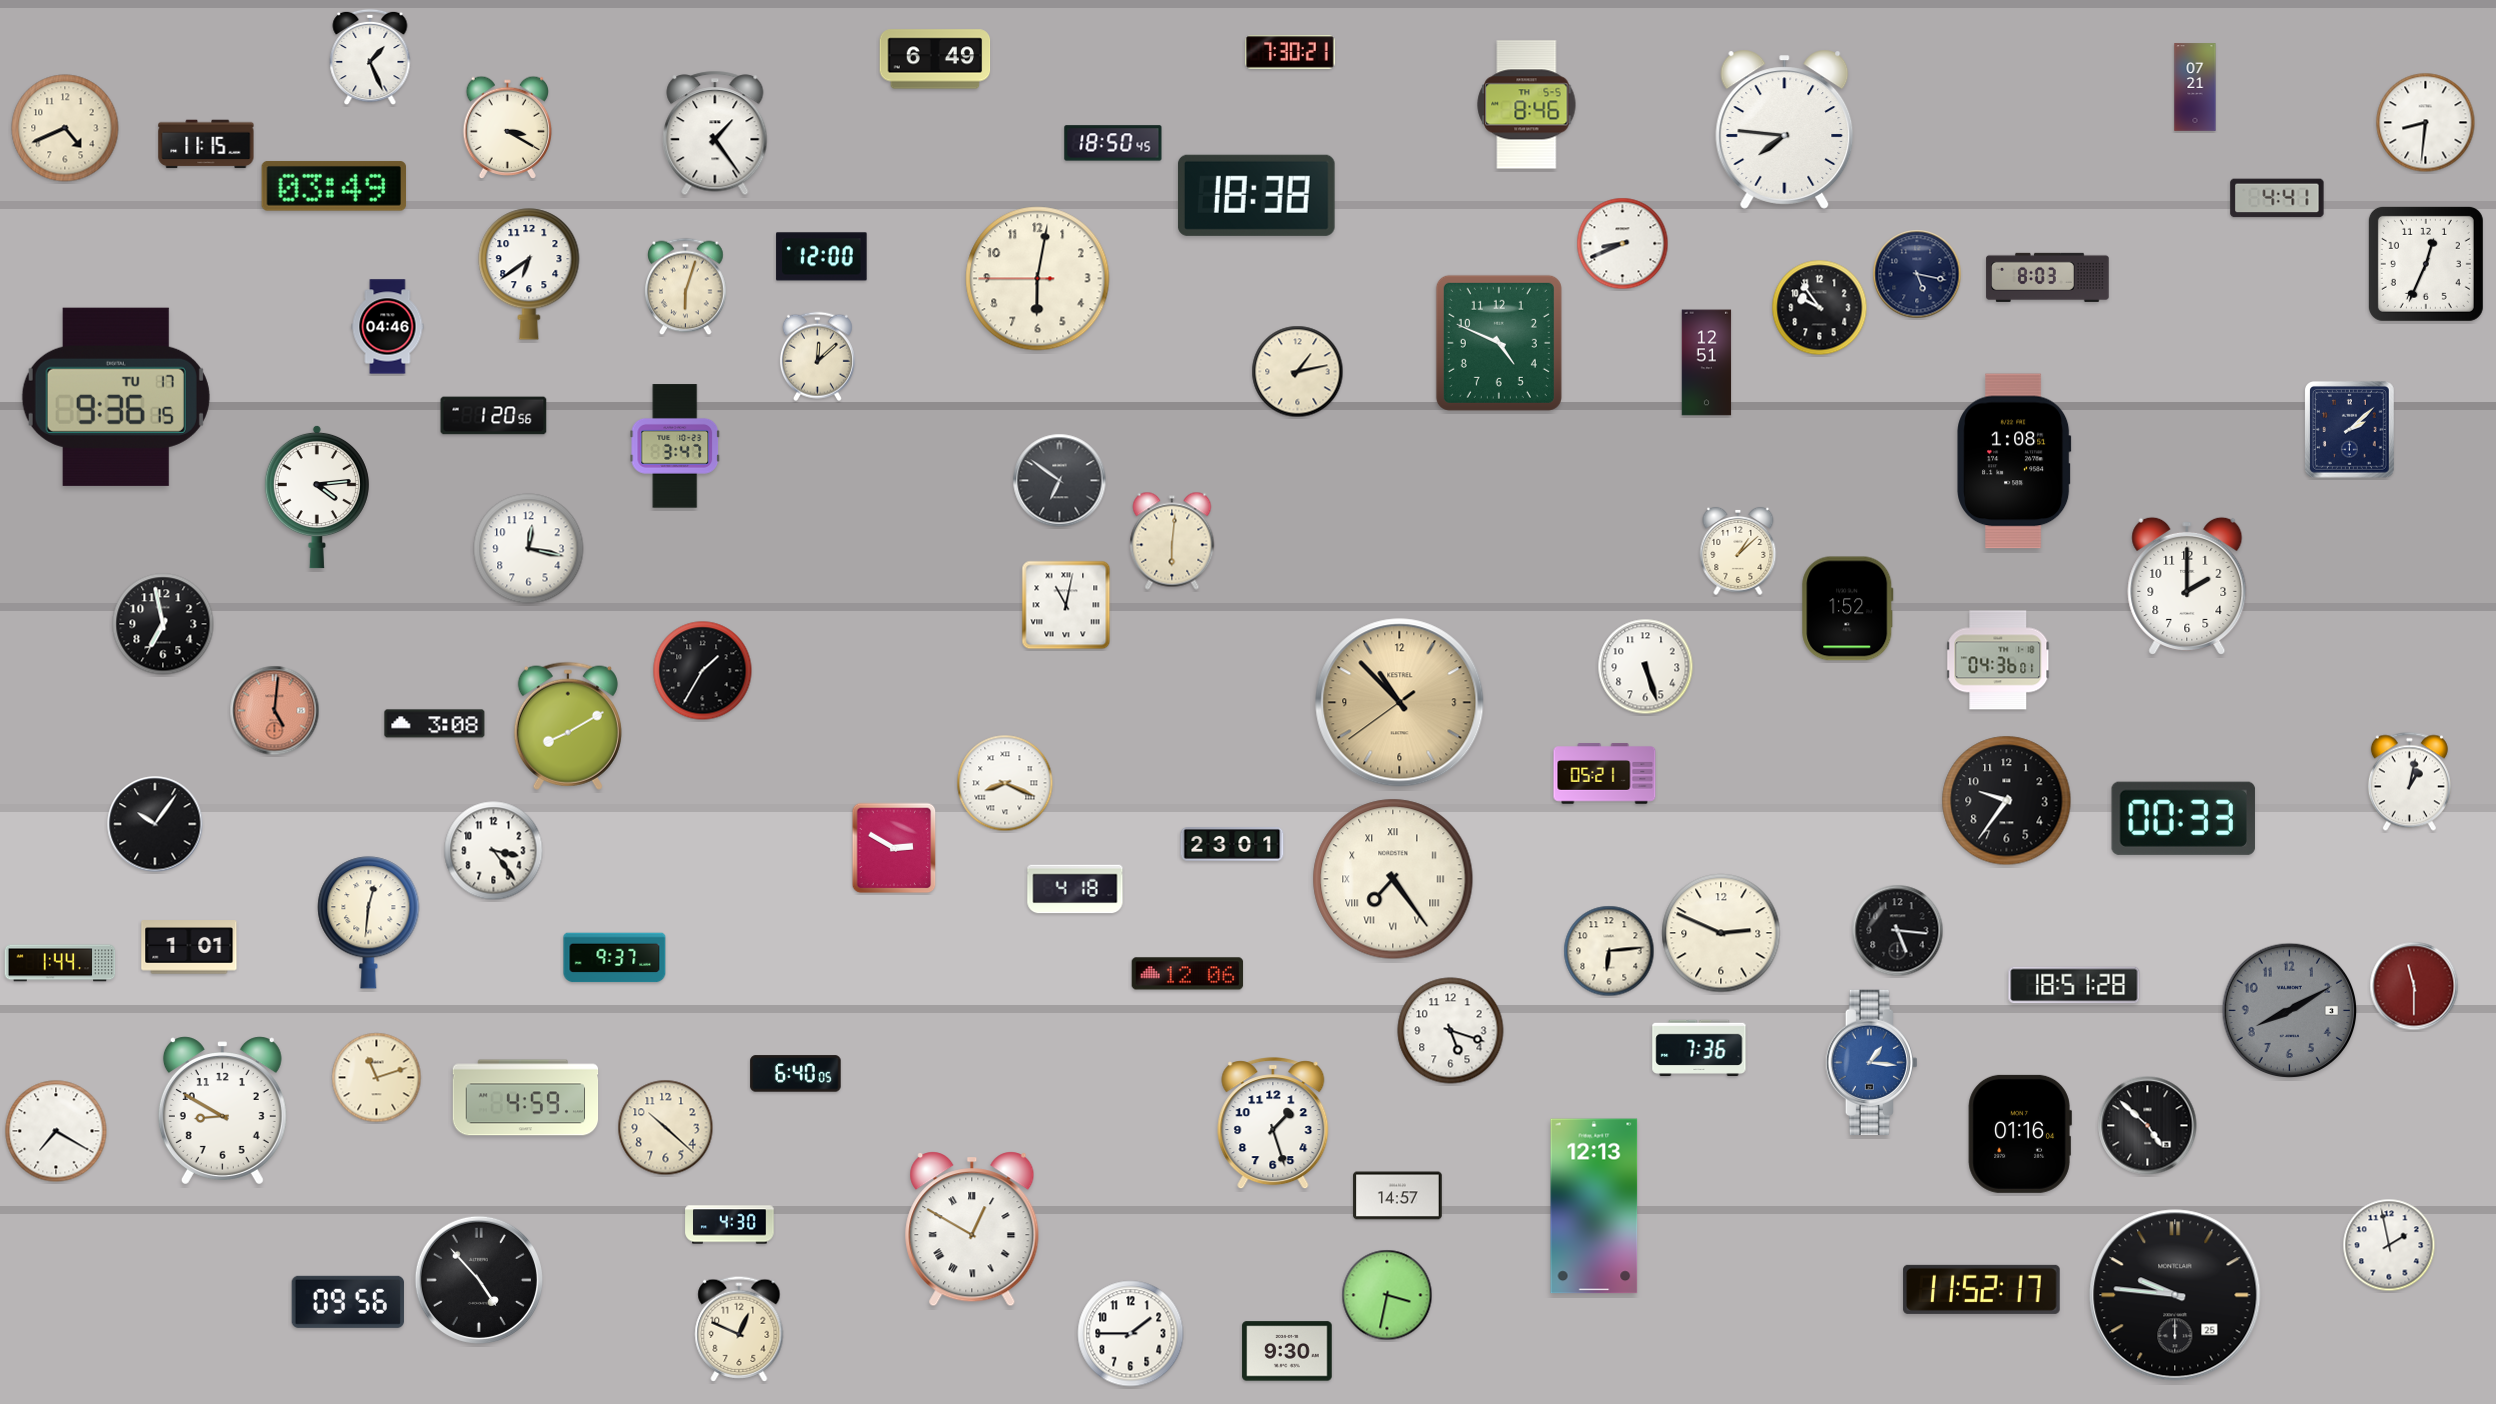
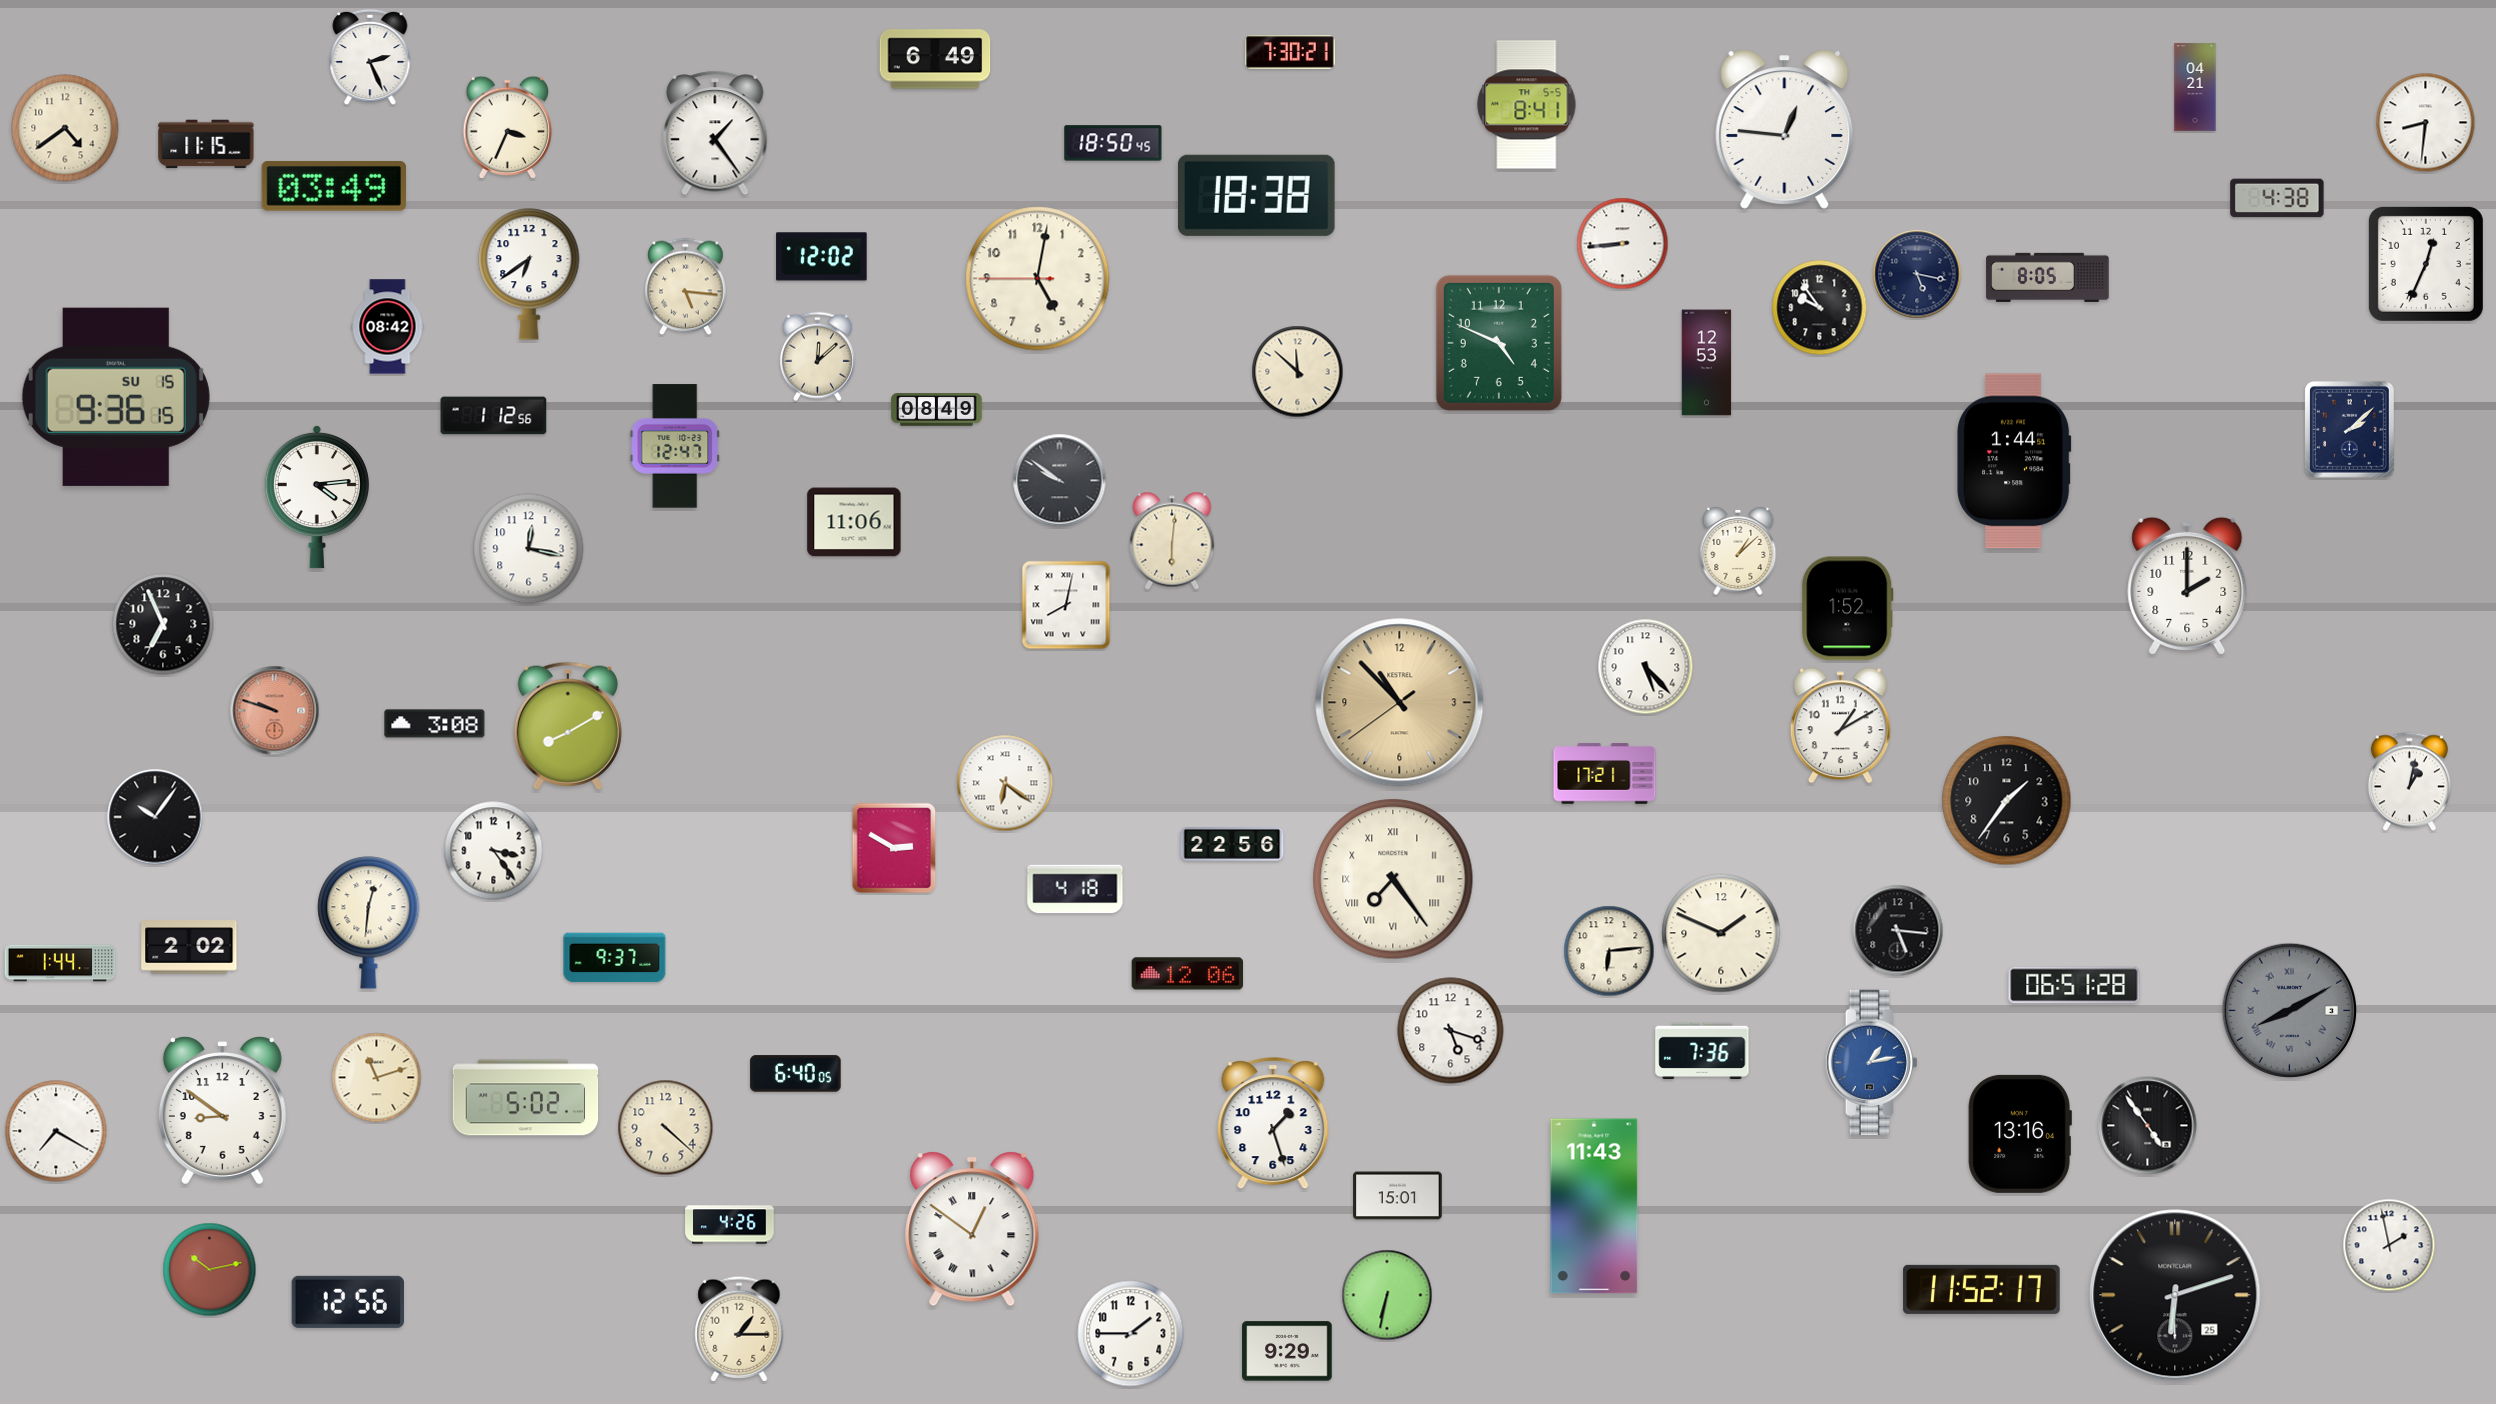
clock at (370, 57): 1:26 -> 2:26
clock at (2195, 87): 07:21 -> 04:21
clock at (1527, 105): 8:46 -> 8:41
clock at (65, 128): 4:41 -> 4:39
clock at (508, 128): 3:20 -> 3:34
clock at (1785, 129): 7:46 -> 12:46
clock at (2277, 198): 4:41 -> 4:38
clock at (1623, 244): 8:41 -> 8:44
clock at (822, 257): 12:00 -> 12:02
clock at (2048, 277): 8:03 -> 8:05
clock at (1038, 279): 6:01 -> 5:01
clock at (686, 287): 6:03 -> 5:16
clock at (388, 327): 04:46 -> 08:42
clock at (1707, 363): 12:51 -> 12:53
clock at (1298, 372): 1:13 -> 11:52
clock at (116, 397) date: TU 17 -> SU 15
clock at (937, 410): none -> 08:49
clock at (494, 416): 1:20 -> 1:12
clock at (675, 446): 3:47 -> 12:47
clock at (2014, 461): 1:08 -> 1:44
clock at (1060, 481): 6:51 -> 9:51
clock at (854, 522): none -> 11:06
clock at (1066, 605): 11:02 -> 8:02
clock at (163, 624): 6:58 -> 6:56
clock at (1999, 660): 04:36 -> none
clock at (1646, 667): 5:27 -> 5:23
clock at (703, 671): 1:35 -> none
clock at (275, 711): 5:01 -> 9:48
clock at (1840, 726): none -> 1:10
clock at (1605, 774): 05:21 -> 17:21
clock at (1005, 783): 8:19 -> 6:21
clock at (2007, 801): 9:36 -> 1:36
clock at (2183, 818): 00:33 -> none
clock at (155, 824) position: (155, 824) -> (155, 817)
clock at (1232, 845): 23:01 -> 22:56
clock at (1721, 933): 2:49 -> 1:49
clock at (189, 947): 1:01 -> 2:02
clock at (2074, 985): 18:51 -> 06:51
clock at (2414, 986): 11:30 -> none
clock at (2290, 1011) numerals: Arabic -> Roman
clock at (1699, 1048) position: (1699, 1048) -> (1702, 1051)
clock at (1871, 1062): 1:16 -> 1:13
clock at (526, 1098): 4:59 -> 5:02
clock at (222, 1111): 8:50 -> 8:51
clock at (2148, 1126): 4:52 -> 4:54
clock at (666, 1128): 10:22 -> 4:22
clock at (2020, 1134): 01:16 -> 13:16
clock at (1398, 1196): 14:57 -> 15:01
clock at (1594, 1206): 12:13 -> 11:43
clock at (730, 1225): 4:30 -> 4:26
clock at (972, 1229): 12:50 -> 12:51
clock at (210, 1270): none -> 10:13
clock at (479, 1280): 4:53 -> none
clock at (1387, 1295): 3:32 -> 6:32
clock at (2175, 1295): 9:46 -> 6:12
clock at (348, 1302): 09:56 -> 12:56
clock at (739, 1329): 12:49 -> 1:15
clock at (1287, 1351): 9:30 -> 9:29
